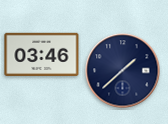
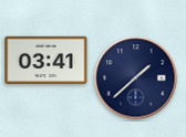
clock at (42, 54): 03:46 -> 03:41
